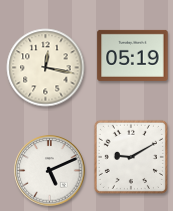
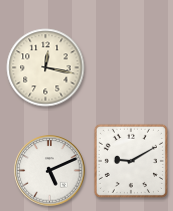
clock at (133, 55): 05:19 -> none
clock at (131, 157) position: (131, 157) -> (131, 161)
